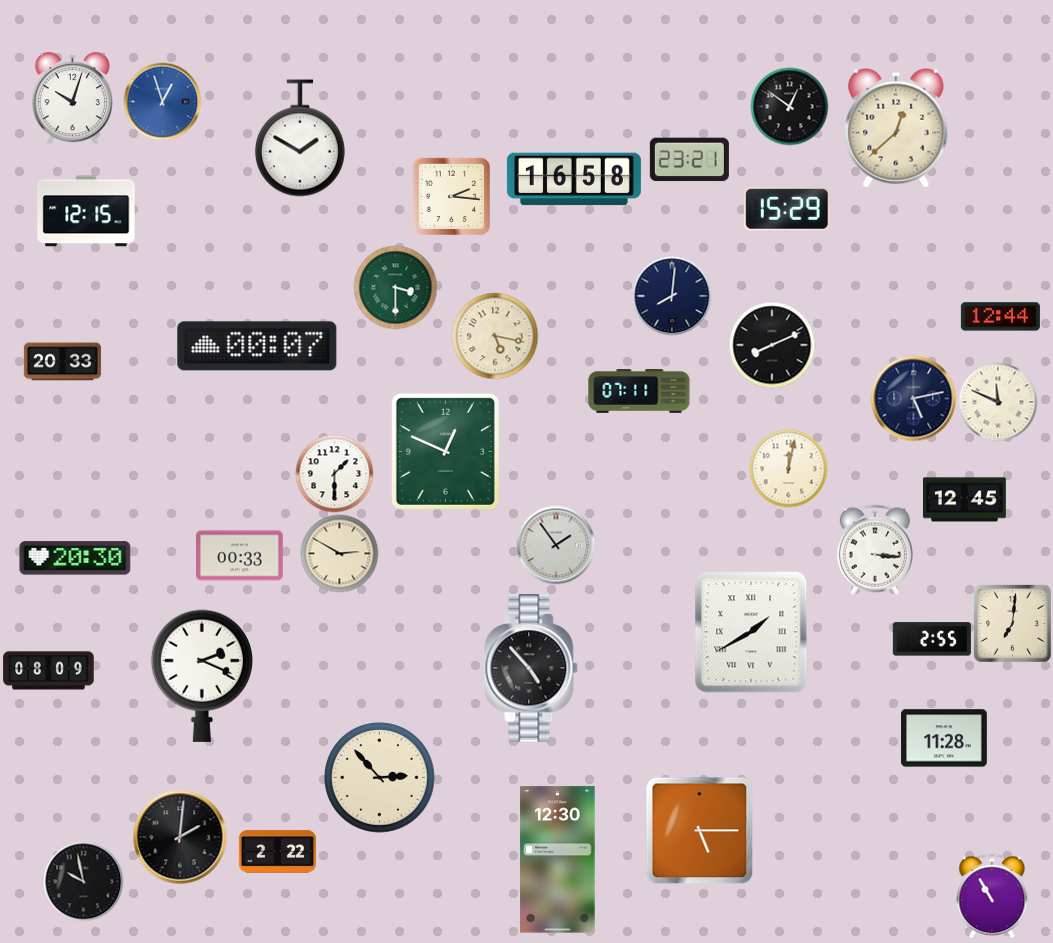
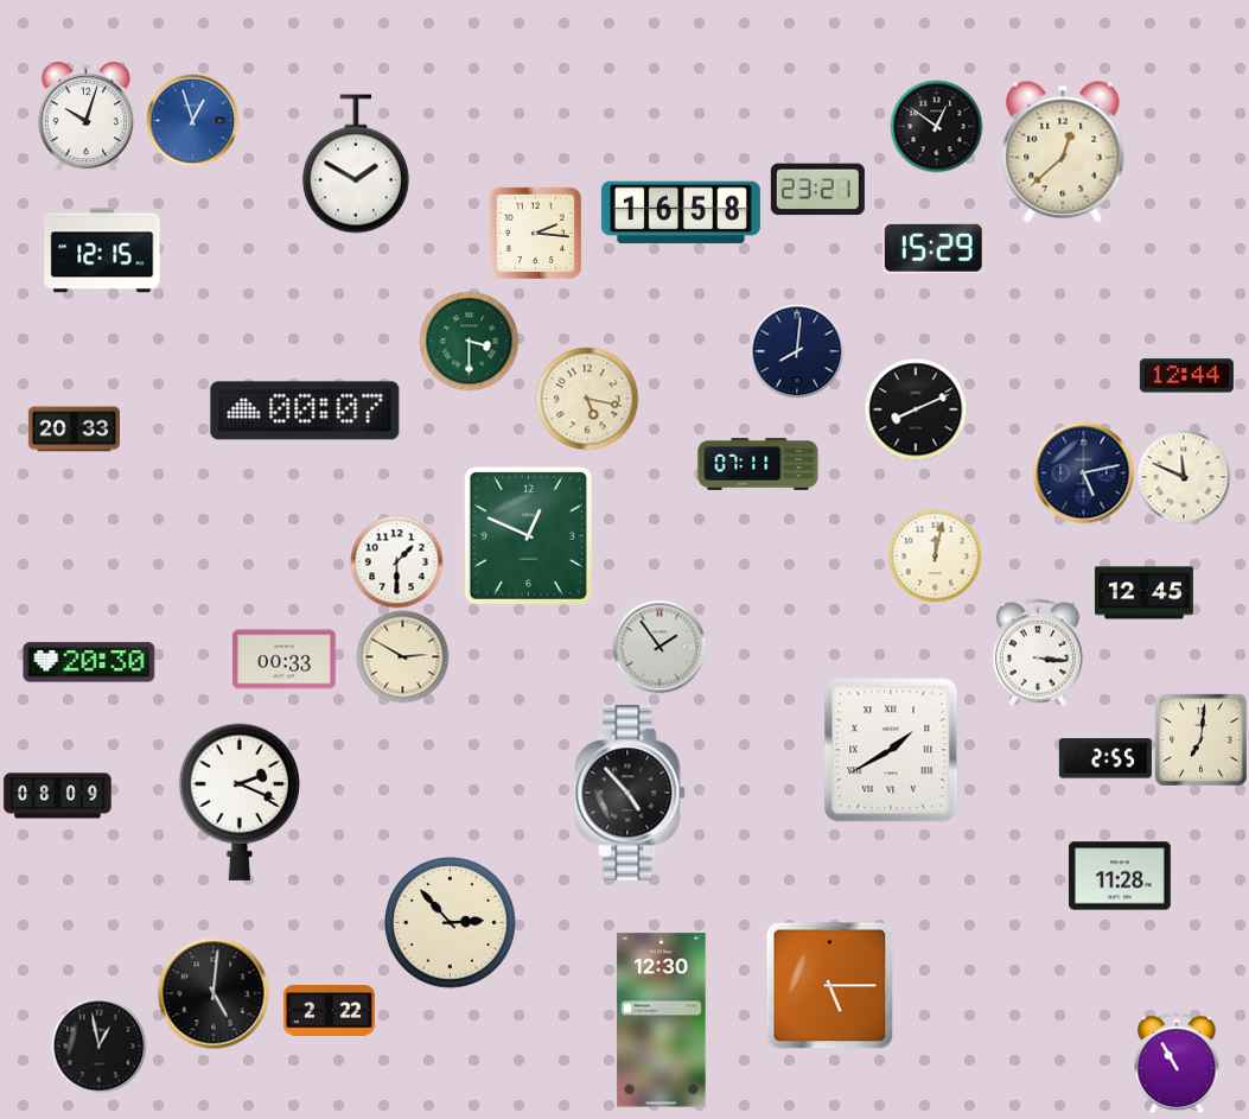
clock at (180, 837): 2:01 -> 5:01
clock at (83, 881): 9:58 -> 12:58
